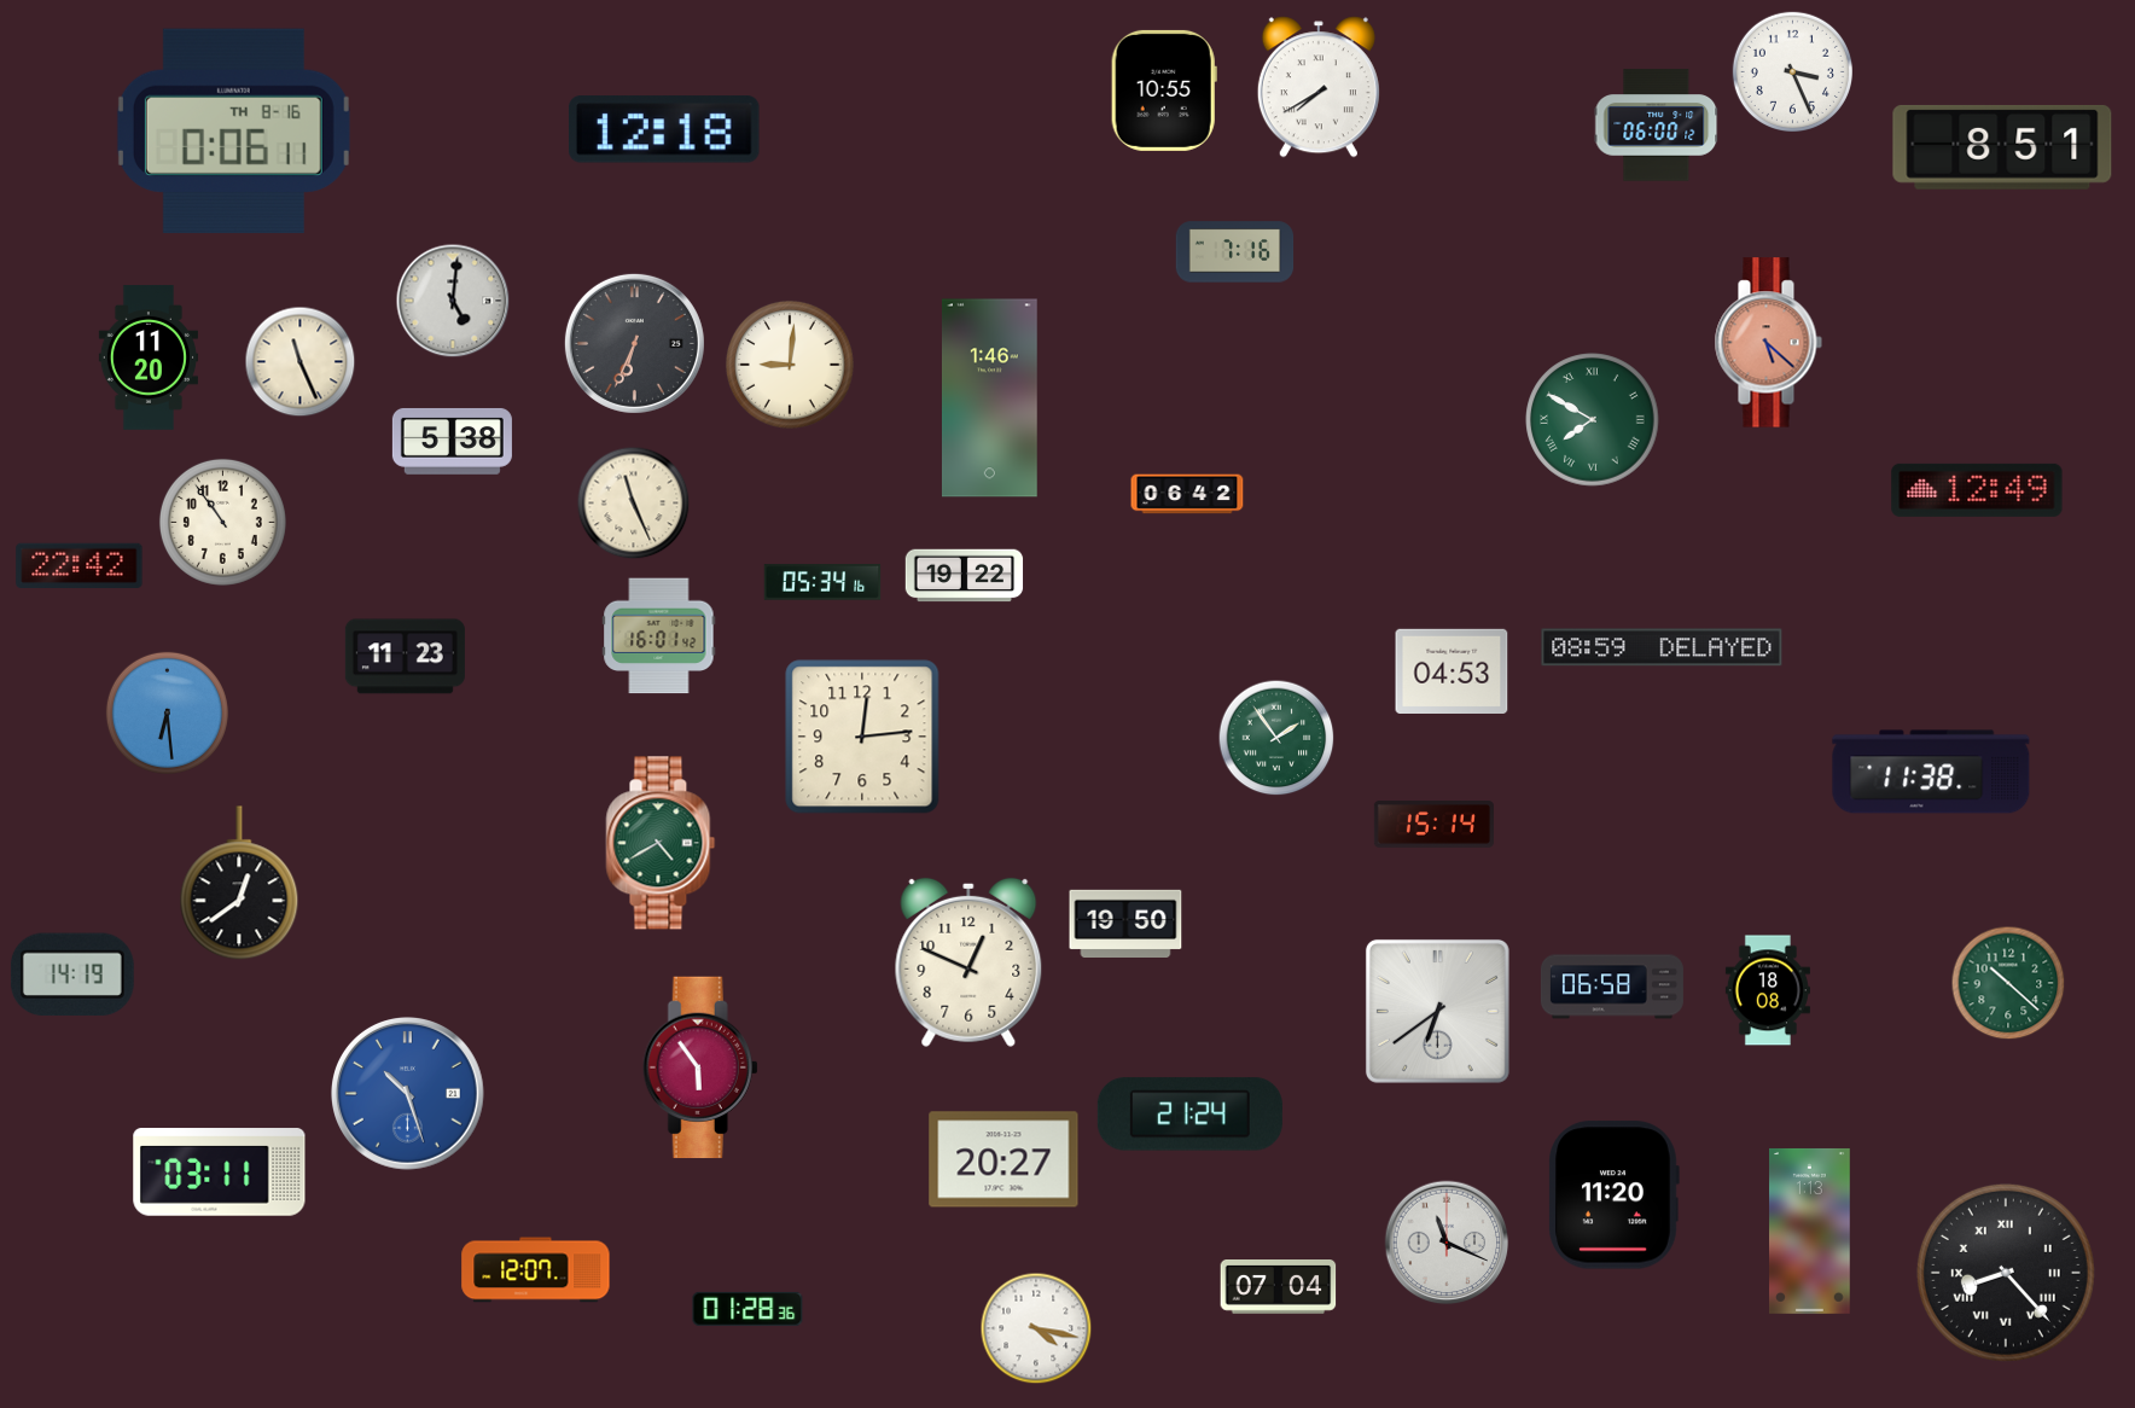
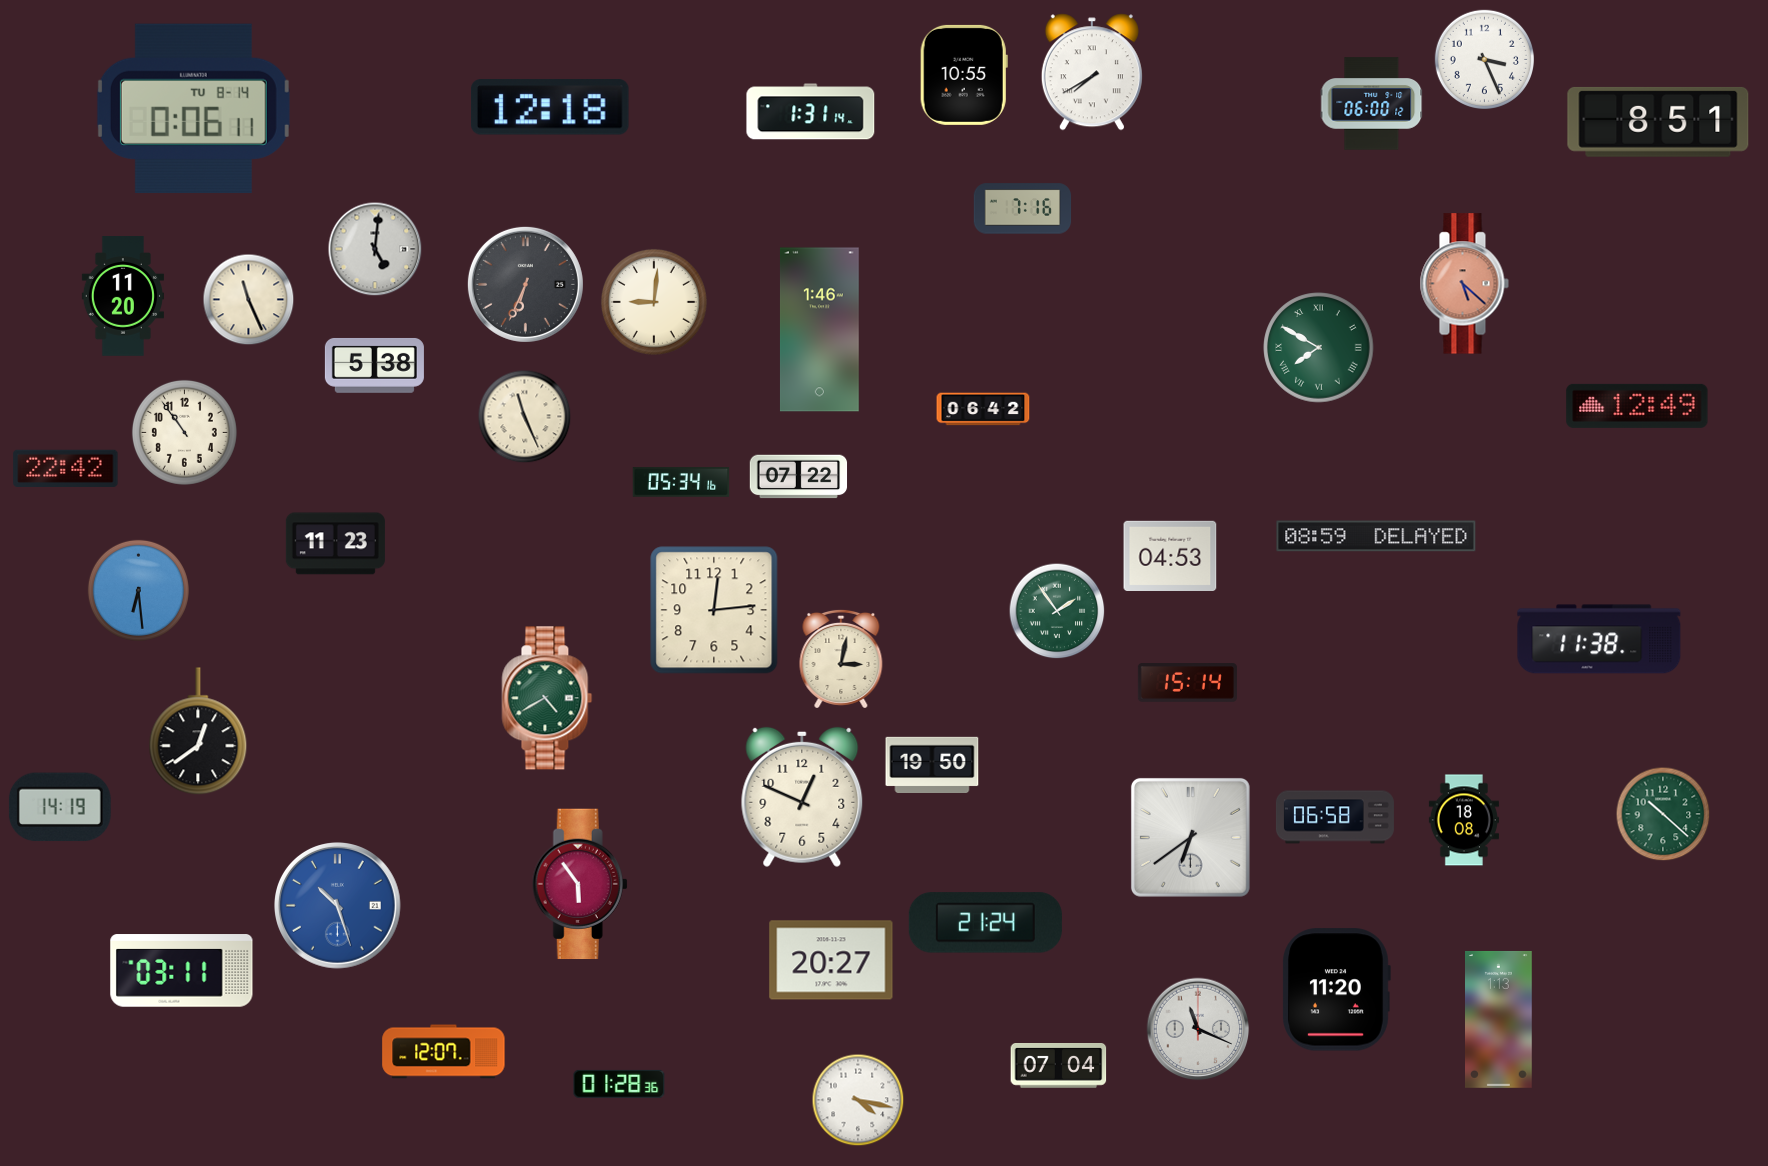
clock at (233, 130) date: TH 8-16 -> TU 8-14
clock at (811, 112): none -> 1:31
clock at (965, 576): 19:22 -> 07:22
clock at (659, 636): 16:01 -> none
clock at (1452, 670) position: (1452, 670) -> (1170, 555)
clock at (841, 659): none -> 3:02
clock at (2006, 1273): 8:23 -> none
